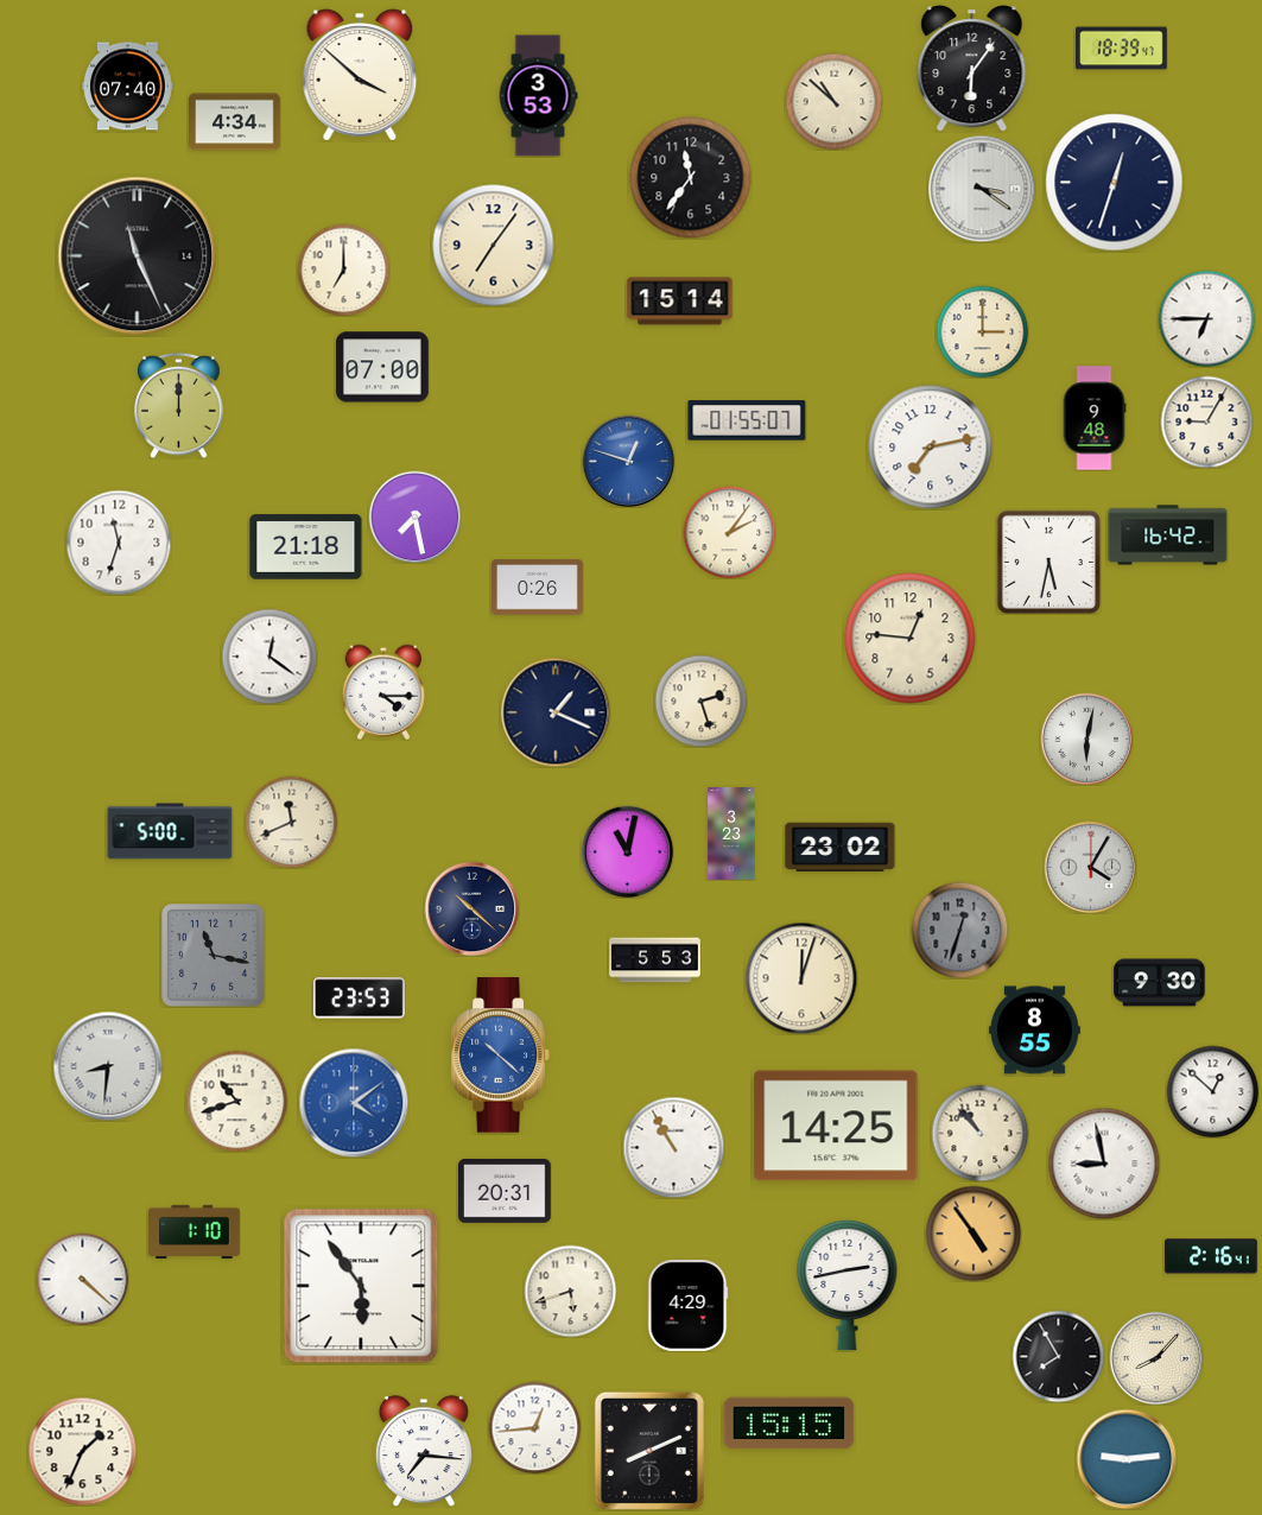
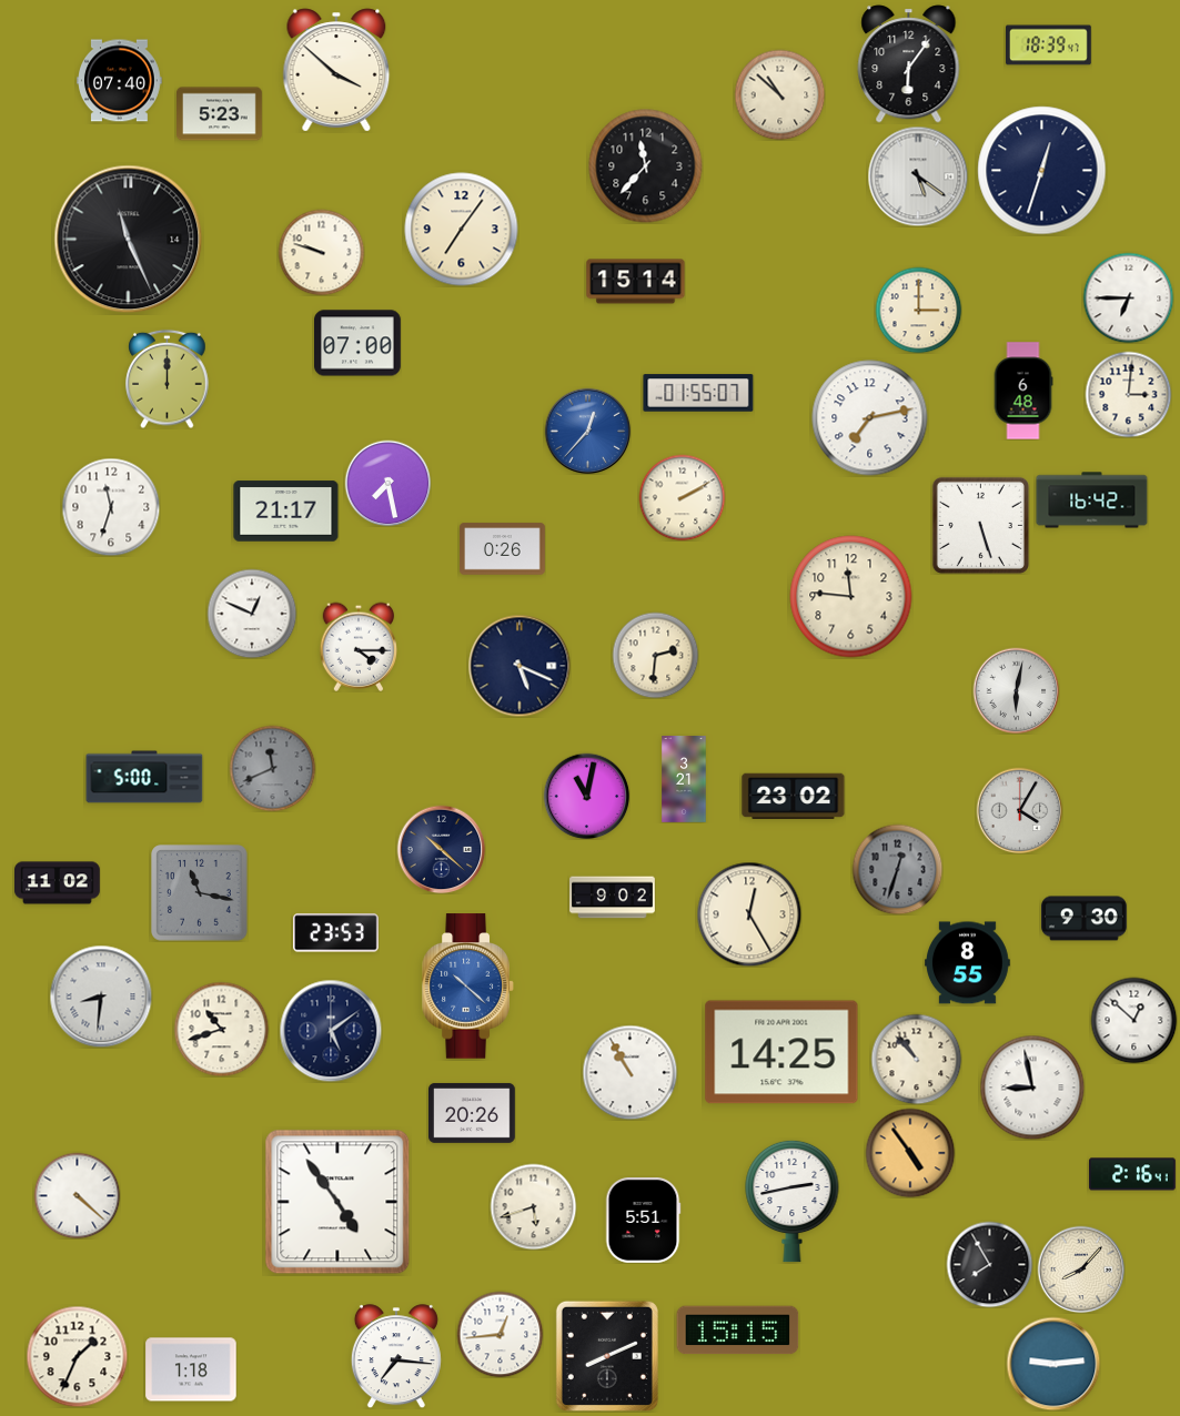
clock at (538, 96): 3:53 -> none
clock at (235, 122): 4:34 -> 5:23
clock at (691, 178): 11:36 -> 11:37
clock at (982, 189): 3:21 -> 5:21
clock at (343, 270): 7:00 -> 9:48
clock at (1095, 418): 9:48 -> 6:48
clock at (1206, 421): 9:05 -> 3:01
clock at (628, 461): 12:48 -> 12:37
clock at (729, 532): 2:06 -> 2:10
clock at (306, 547): 21:18 -> 21:17
clock at (1048, 562): 5:32 -> 5:27
clock at (911, 639): 12:46 -> 11:46
clock at (269, 657): 12:21 -> 12:49
clock at (700, 701): 2:27 -> 2:31
clock at (556, 712): 1:19 -> 5:19
clock at (291, 822) dial: cream -> grey
clock at (170, 831) position: (170, 831) -> (144, 777)
clock at (731, 833): 3:23 -> 3:21
clock at (841, 848) position: (841, 848) -> (794, 797)
clock at (58, 883): none -> 11:02
clock at (655, 961): 5:53 -> 9:02
clock at (801, 978): 12:03 -> 12:25
clock at (354, 1103): 4:09 -> 5:09
clock at (354, 1103) dial: blue -> navy
clock at (506, 1191): 20:31 -> 20:26
clock at (195, 1231): 1:10 -> none
clock at (361, 1286): 5:54 -> 4:54
clock at (687, 1306): 4:29 -> 5:51
clock at (1058, 1356) position: (1058, 1356) -> (989, 1264)
clock at (191, 1369): none -> 1:18
